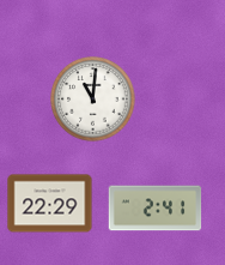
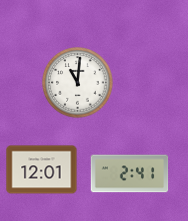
clock at (50, 204): 22:29 -> 12:01
